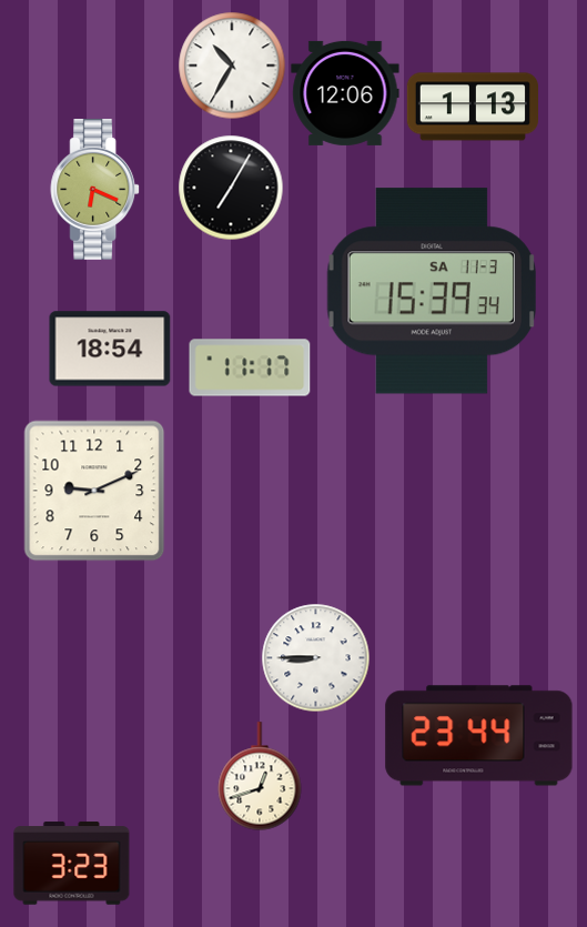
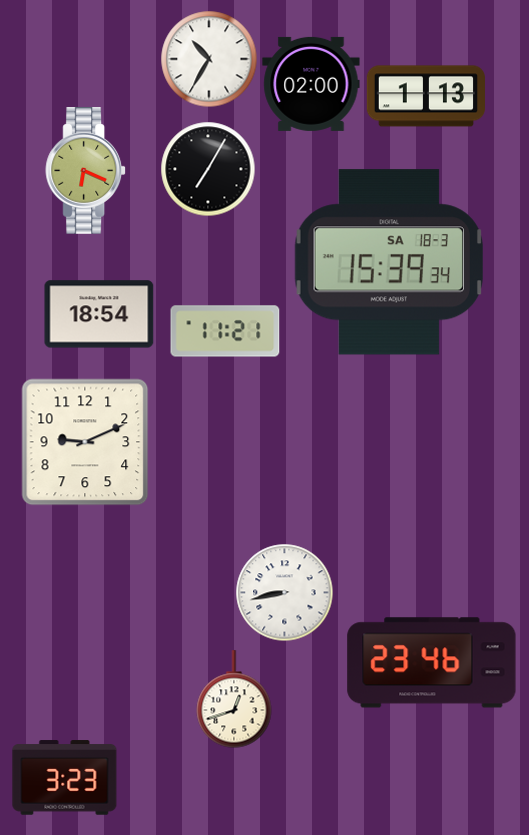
clock at (345, 93): 12:06 -> 02:00
clock at (431, 291) date: SA 11-3 -> SA 18-3
clock at (250, 367): 11:17 -> 11:21
clock at (316, 658): 8:45 -> 8:43
clock at (479, 736): 23:44 -> 23:46
